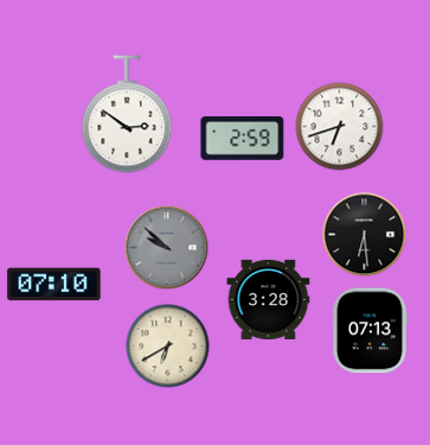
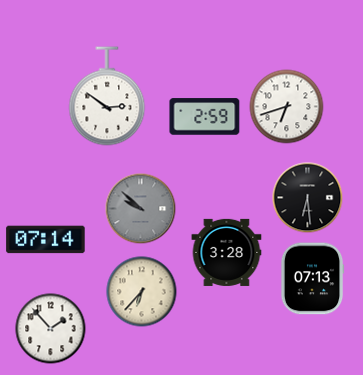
clock at (54, 285): 07:10 -> 07:14
clock at (168, 347): 6:40 -> 6:37
clock at (51, 329): none -> 1:53
